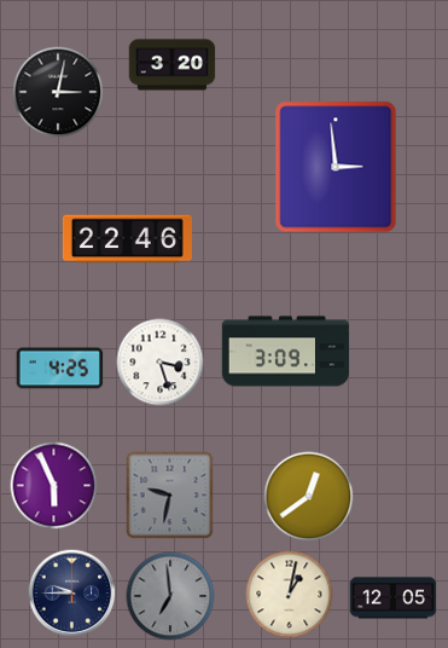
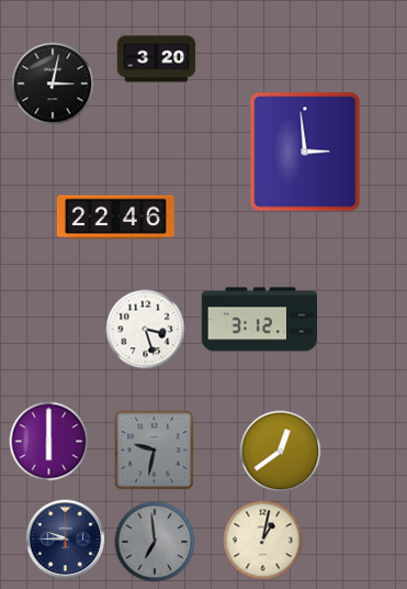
clock at (286, 352): 3:09 -> 3:12
clock at (60, 369): 4:25 -> none
clock at (54, 486): 5:56 -> 6:00
clock at (394, 598): 12:05 -> none
